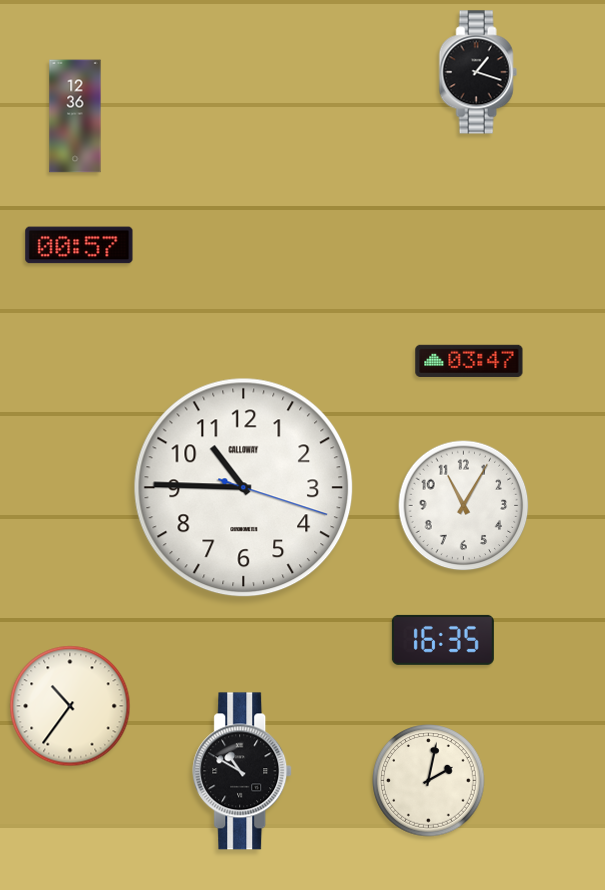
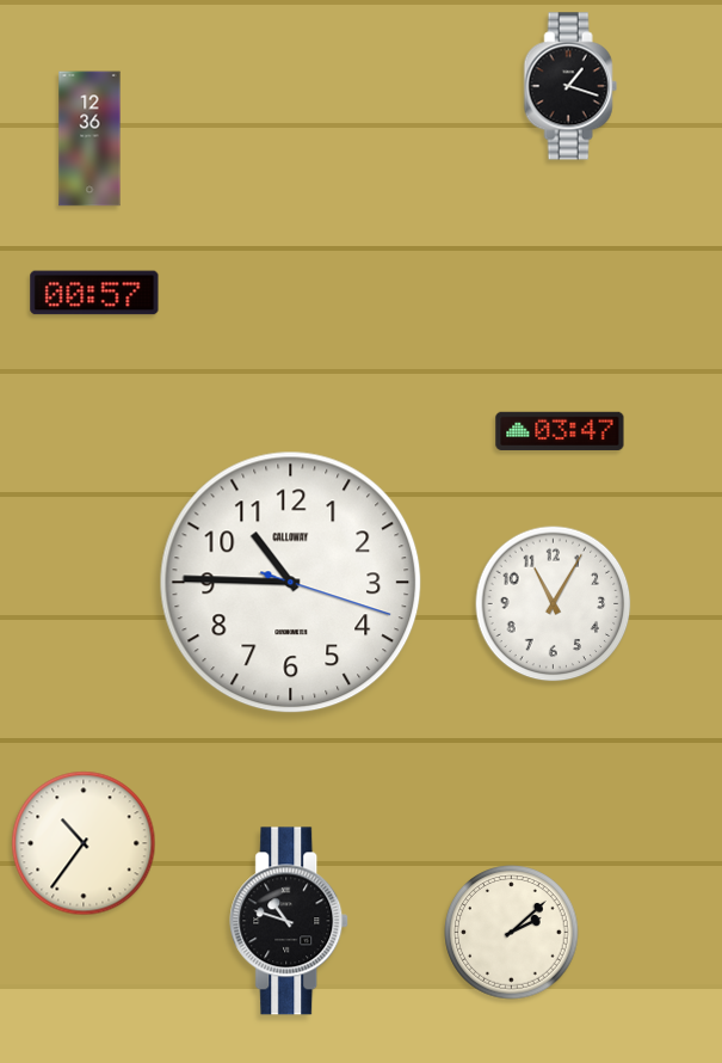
clock at (443, 640): 16:35 -> none
clock at (243, 771): 10:50 -> 10:48
clock at (429, 781): 2:02 -> 2:08
